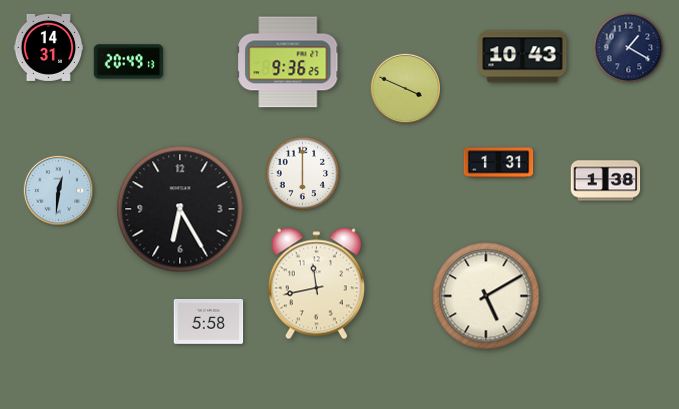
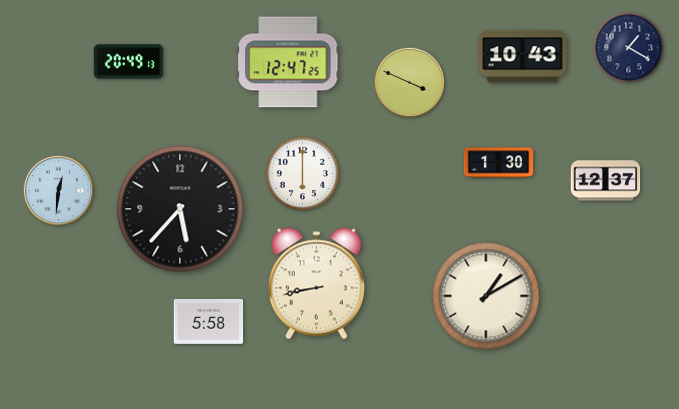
clock at (49, 47): 14:31 -> none
clock at (288, 62): 9:36 -> 12:47
clock at (405, 88) position: (405, 88) -> (409, 82)
clock at (499, 163): 1:31 -> 1:30
clock at (606, 181): 1:38 -> 12:37
clock at (180, 209): 6:25 -> 5:37
clock at (316, 284): 11:43 -> 8:43
clock at (486, 296): 5:10 -> 1:10
